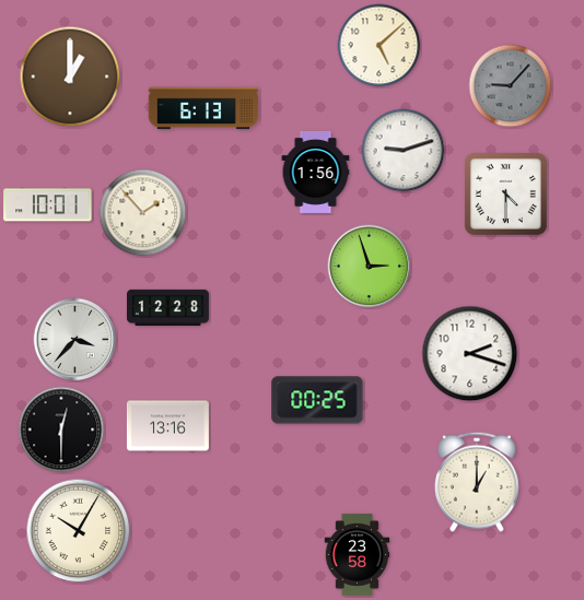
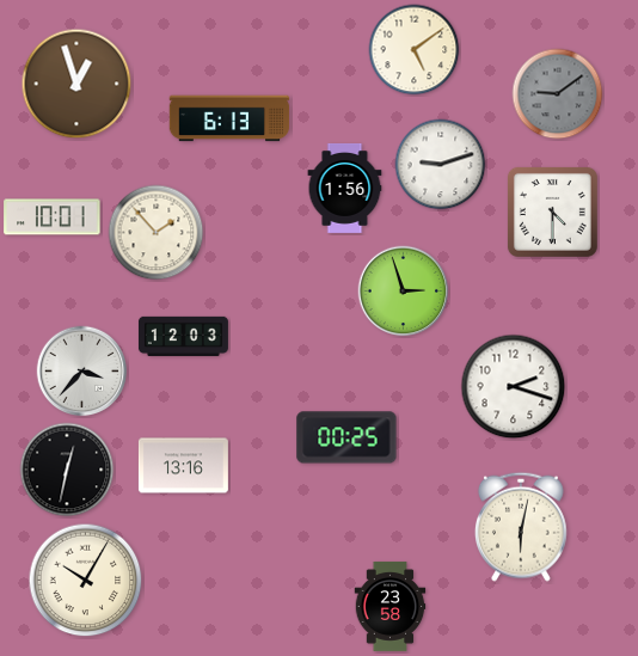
clock at (379, 46): 5:08 -> 5:09
clock at (70, 77): 1:00 -> 12:57
clock at (511, 86): 9:07 -> 9:09
clock at (203, 108) position: (203, 108) -> (229, 118)
clock at (48, 205) position: (48, 205) -> (53, 217)
clock at (167, 307): 12:28 -> 12:03
clock at (61, 430): 12:30 -> 12:32
clock at (477, 482): 1:00 -> 6:02
